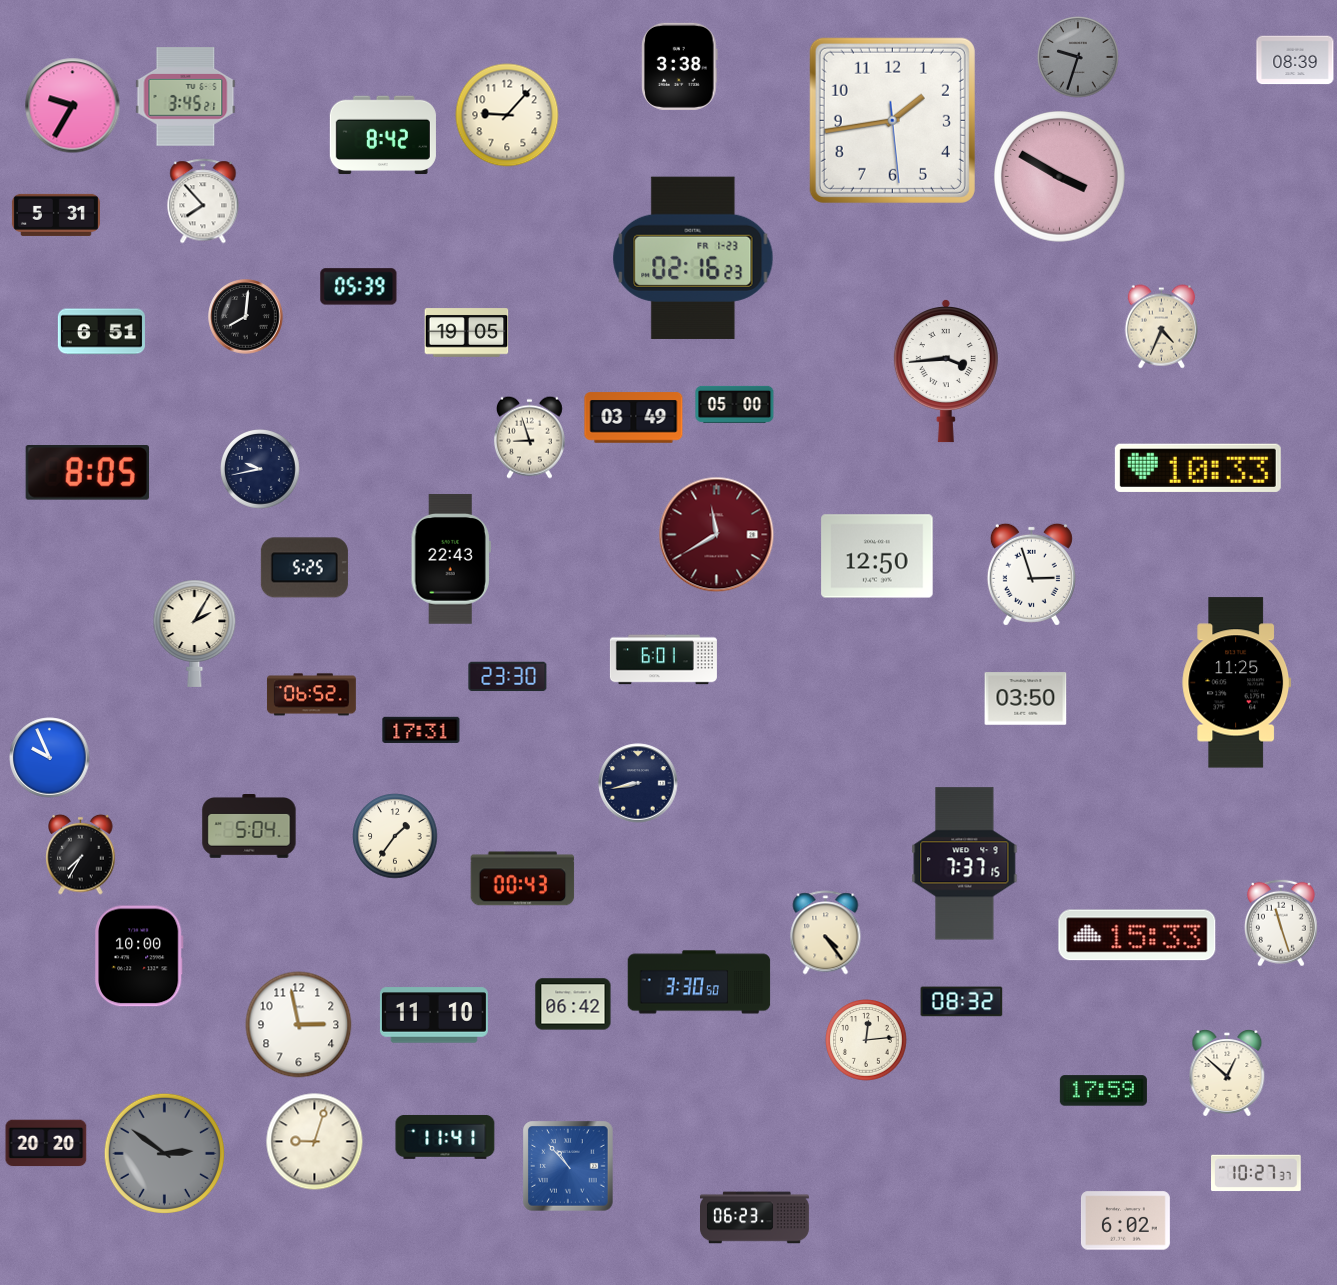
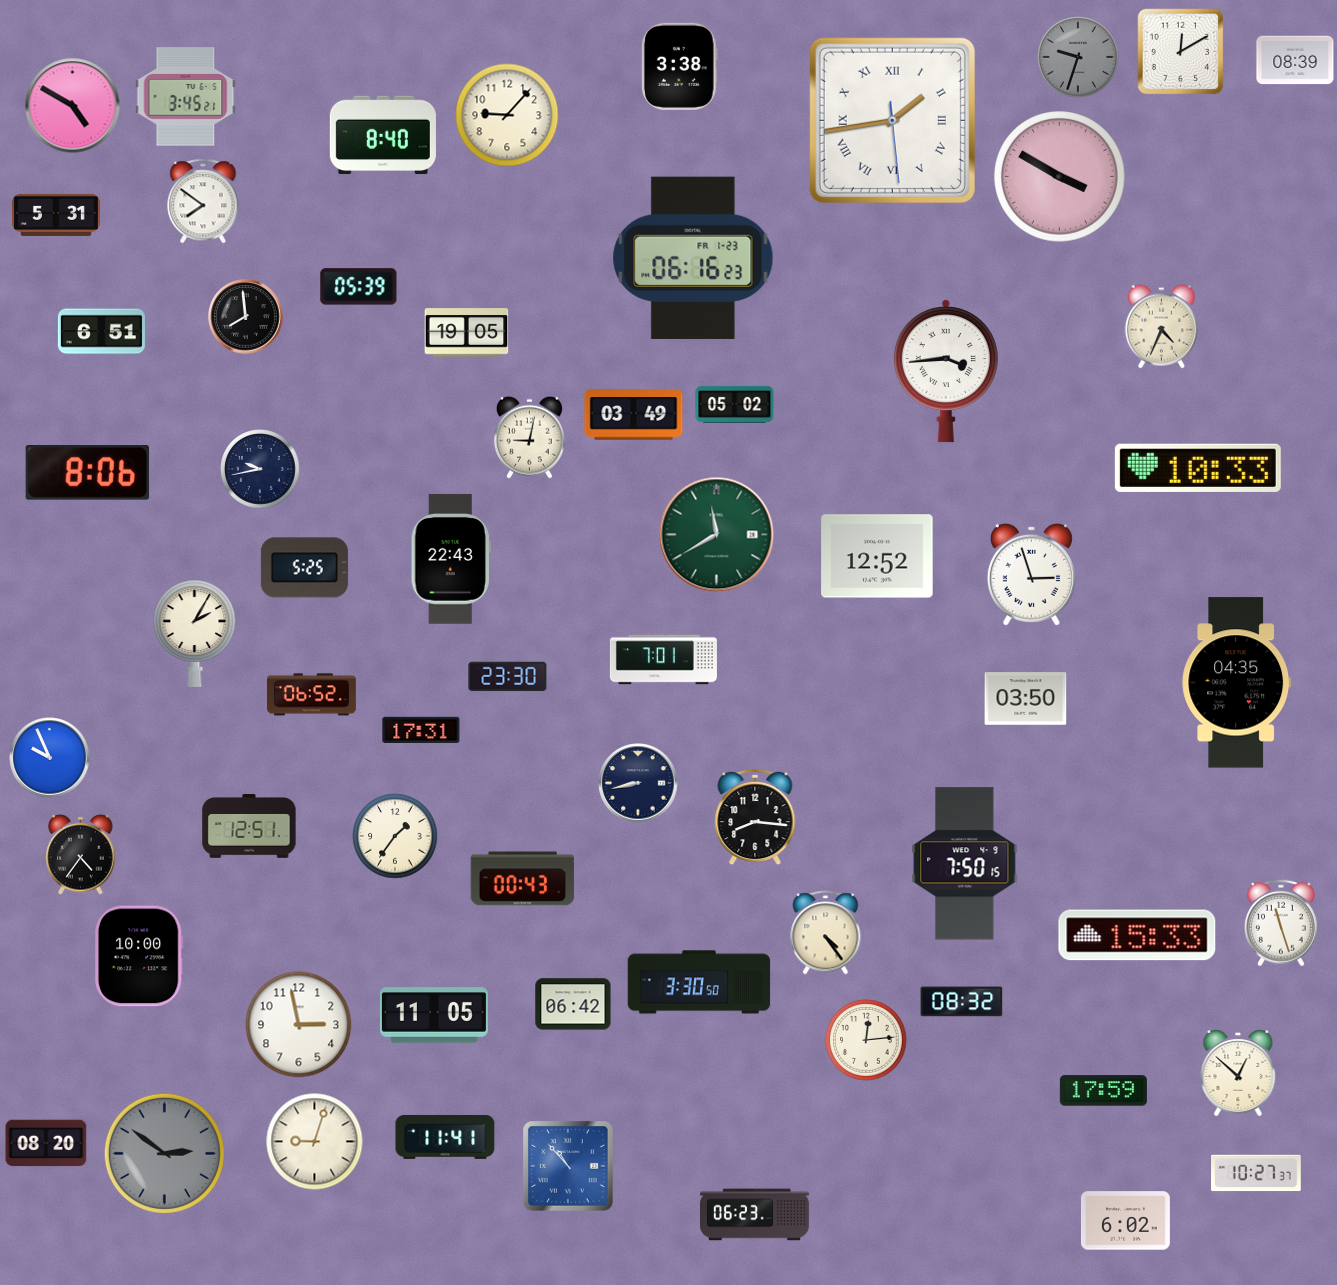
clock at (1181, 52): none -> 12:10
clock at (73, 106): 9:35 -> 4:50
clock at (892, 120) numerals: Arabic -> Roman
clock at (383, 135): 8:42 -> 8:40
clock at (203, 201): 7:53 -> 7:51
clock at (693, 258): 02:16 -> 06:16
clock at (246, 317): 8:01 -> 7:59
clock at (735, 404): 05:00 -> 05:02
clock at (634, 418) position: (634, 418) -> (634, 415)
clock at (529, 437): 8:57 -> 9:02
clock at (87, 473): 8:05 -> 8:06
clock at (717, 535) dial: burgundy -> green
clock at (877, 556): 12:50 -> 12:52
clock at (663, 660): 6:01 -> 7:01
clock at (1237, 683): 11:25 -> 04:35
clock at (755, 817): none -> 8:16
clock at (249, 827): 5:04 -> 12:51
clock at (81, 854): 7:35 -> 4:36
clock at (965, 864): 7:37 -> 7:50
clock at (434, 1015): 11:10 -> 11:05
clock at (1227, 1073) position: (1227, 1073) -> (1238, 1073)
clock at (46, 1143): 20:20 -> 08:20
clock at (755, 1218) position: (755, 1218) -> (755, 1215)
